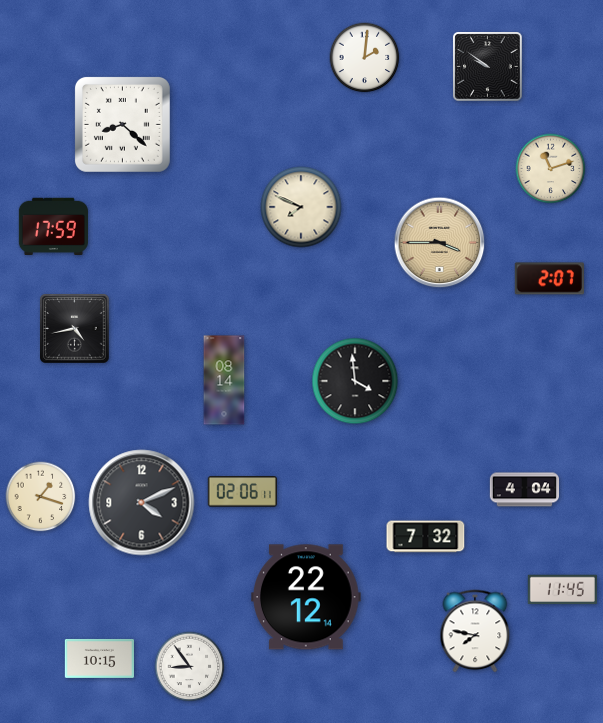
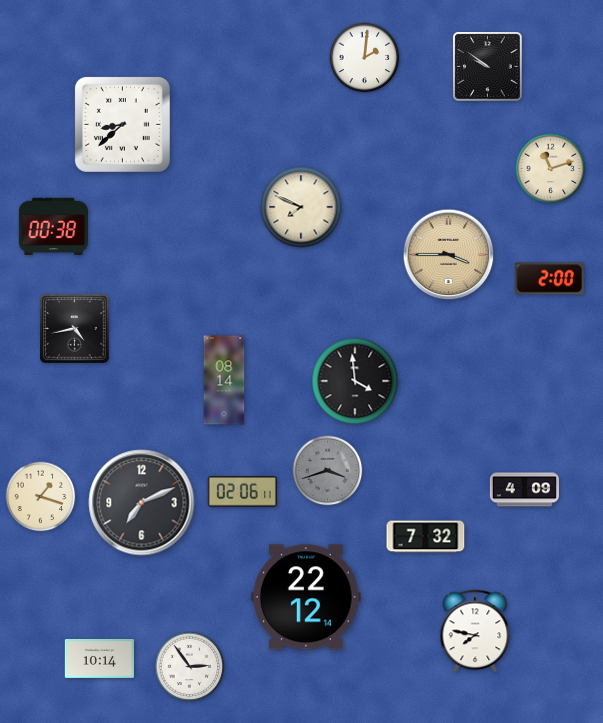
clock at (122, 124): 8:22 -> 8:38
clock at (53, 226): 17:59 -> 00:38
clock at (440, 243) position: (440, 243) -> (449, 255)
clock at (549, 279): 2:07 -> 2:00
clock at (328, 471): none -> 3:42
clock at (524, 490): 4:04 -> 4:09
clock at (142, 503): 4:11 -> 7:11
clock at (562, 590): 11:45 -> none
clock at (99, 658): 10:15 -> 10:14
clock at (190, 667): 8:54 -> 2:54
